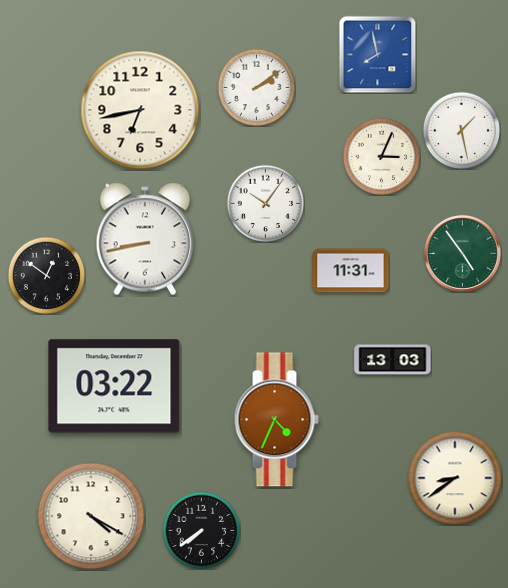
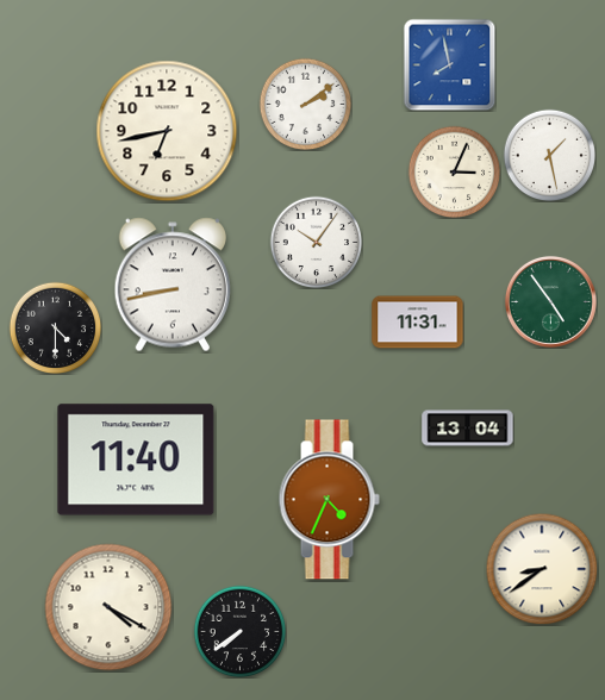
clock at (381, 156) position: (381, 156) -> (454, 171)
clock at (46, 275): 12:51 -> 4:30
clock at (393, 360): 13:03 -> 13:04
clock at (114, 386): 03:22 -> 11:40
clock at (91, 516) position: (91, 516) -> (108, 607)
